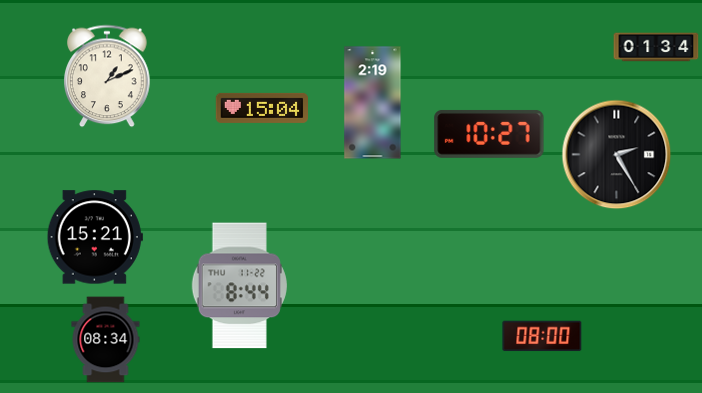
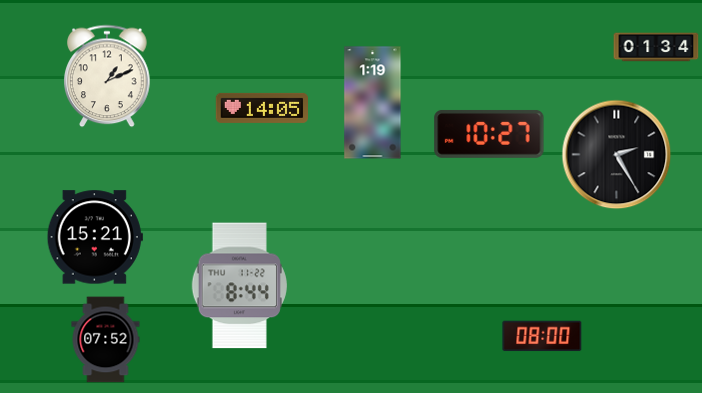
clock at (373, 103): 2:19 -> 1:19
clock at (262, 108): 15:04 -> 14:05
clock at (106, 340): 08:34 -> 07:52
